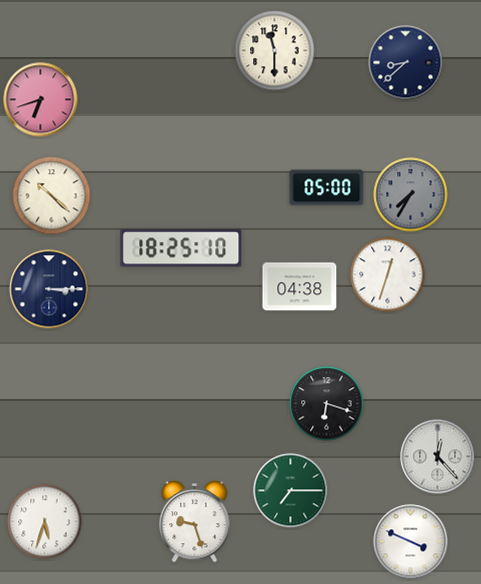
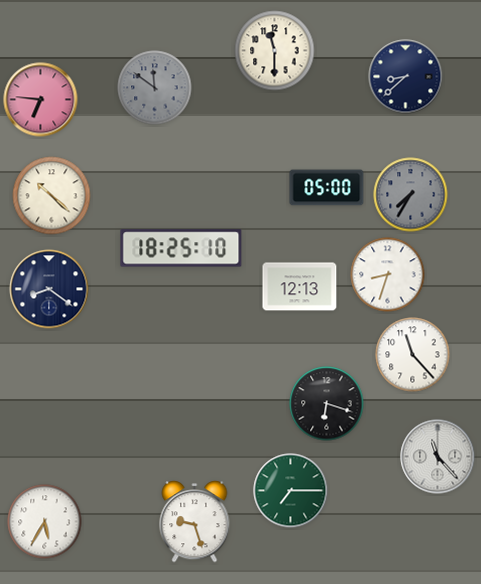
clock at (406, 63) position: (406, 63) -> (406, 77)
clock at (155, 88): none -> 11:51
clock at (41, 100): 6:42 -> 6:46
clock at (388, 275): 12:33 -> 8:33
clock at (300, 287): 04:38 -> 12:13
clock at (49, 289): 3:15 -> 8:21
clock at (413, 355): none -> 11:23
clock at (438, 457): 12:23 -> 11:23
clock at (45, 522): 5:33 -> 5:35
clock at (411, 542): 3:49 -> none
